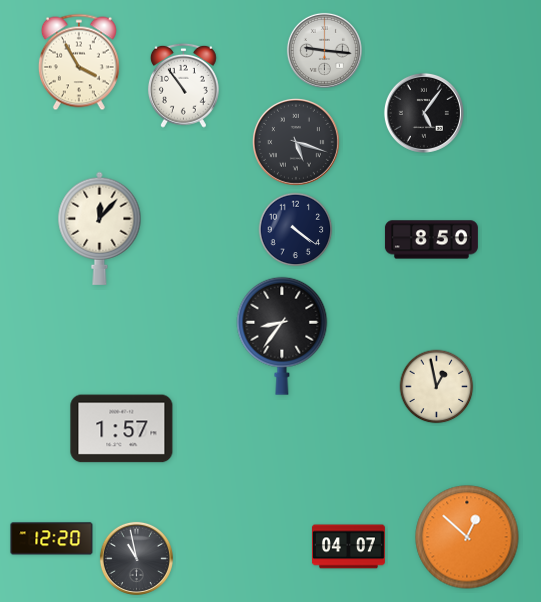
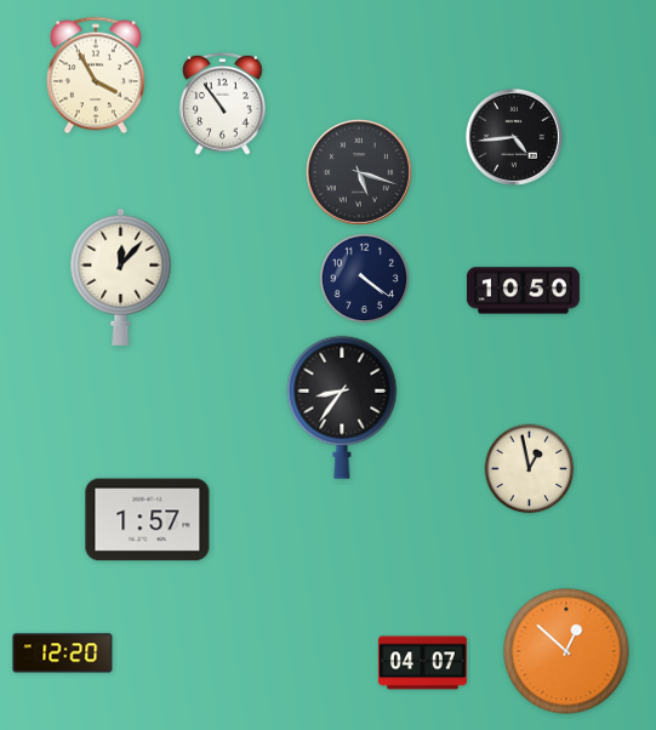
clock at (324, 50): 9:16 -> none
clock at (424, 113): 5:06 -> 4:44
clock at (296, 230) position: (296, 230) -> (365, 279)
clock at (431, 240): 8:50 -> 10:50
clock at (136, 558): 10:58 -> none
